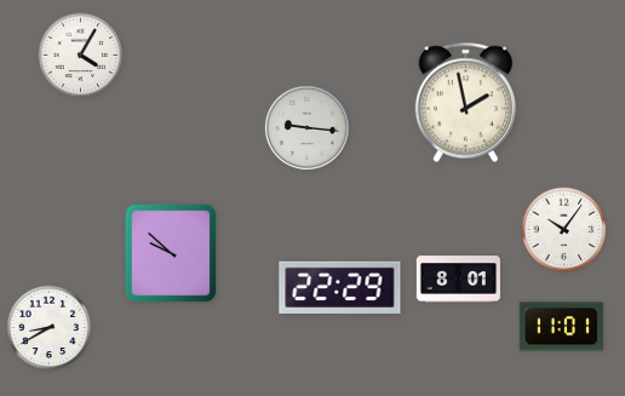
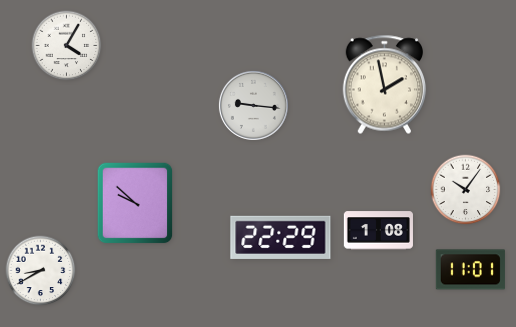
clock at (171, 253) position: (171, 253) -> (135, 203)
clock at (458, 280): 8:01 -> 1:08
clock at (561, 327) position: (561, 327) -> (470, 270)
